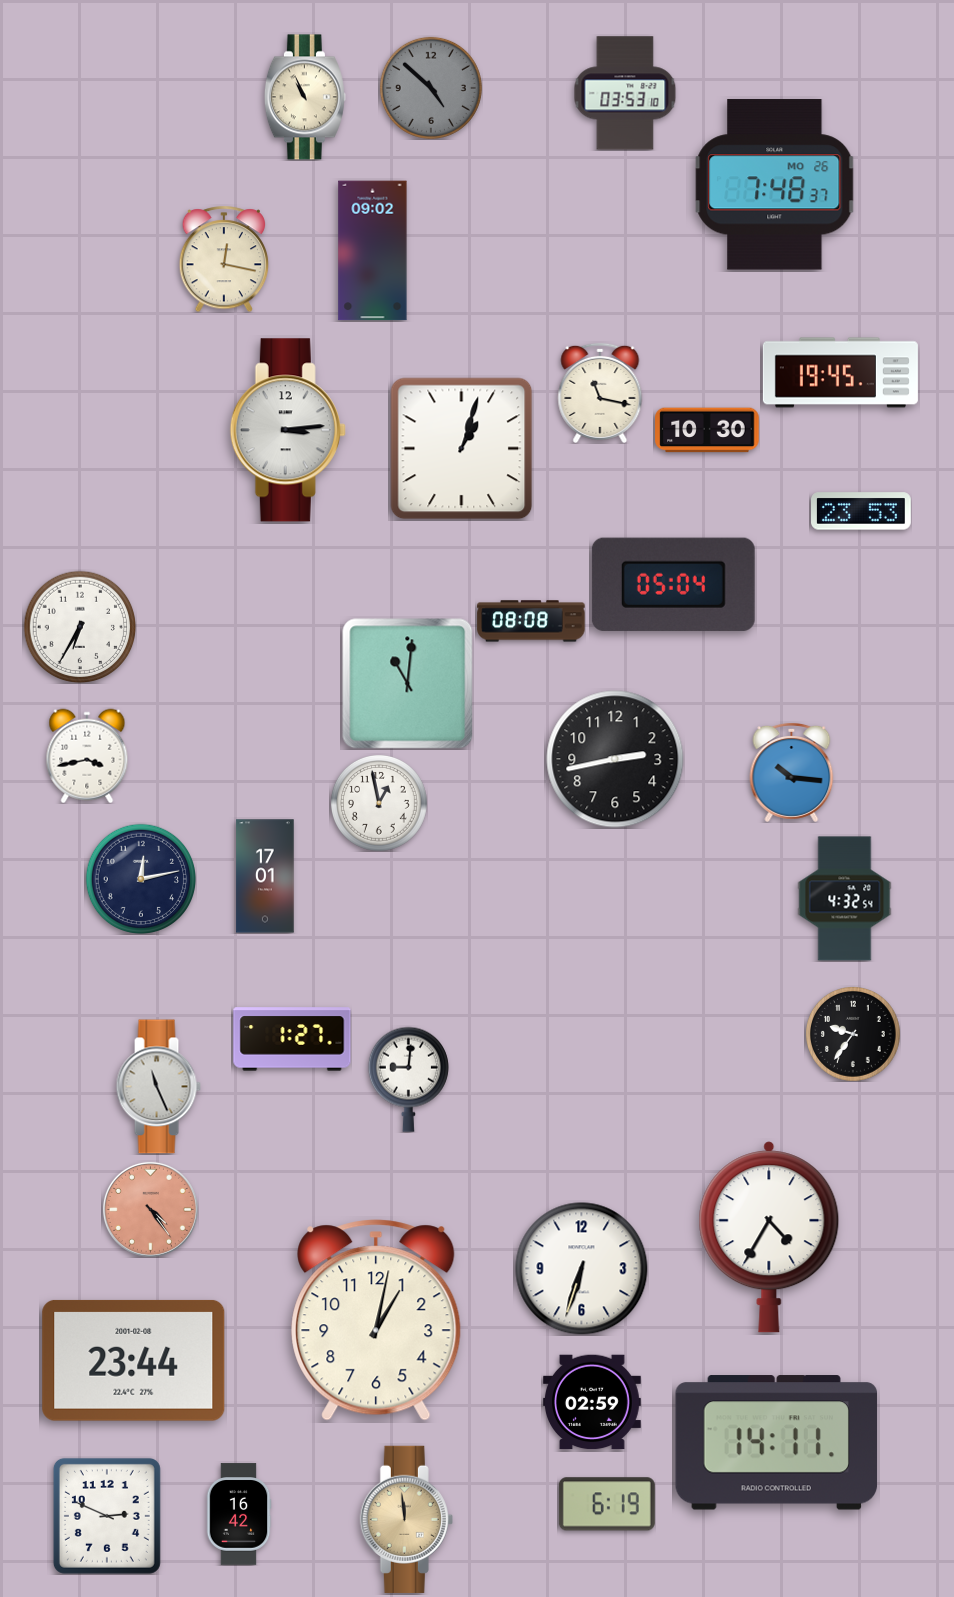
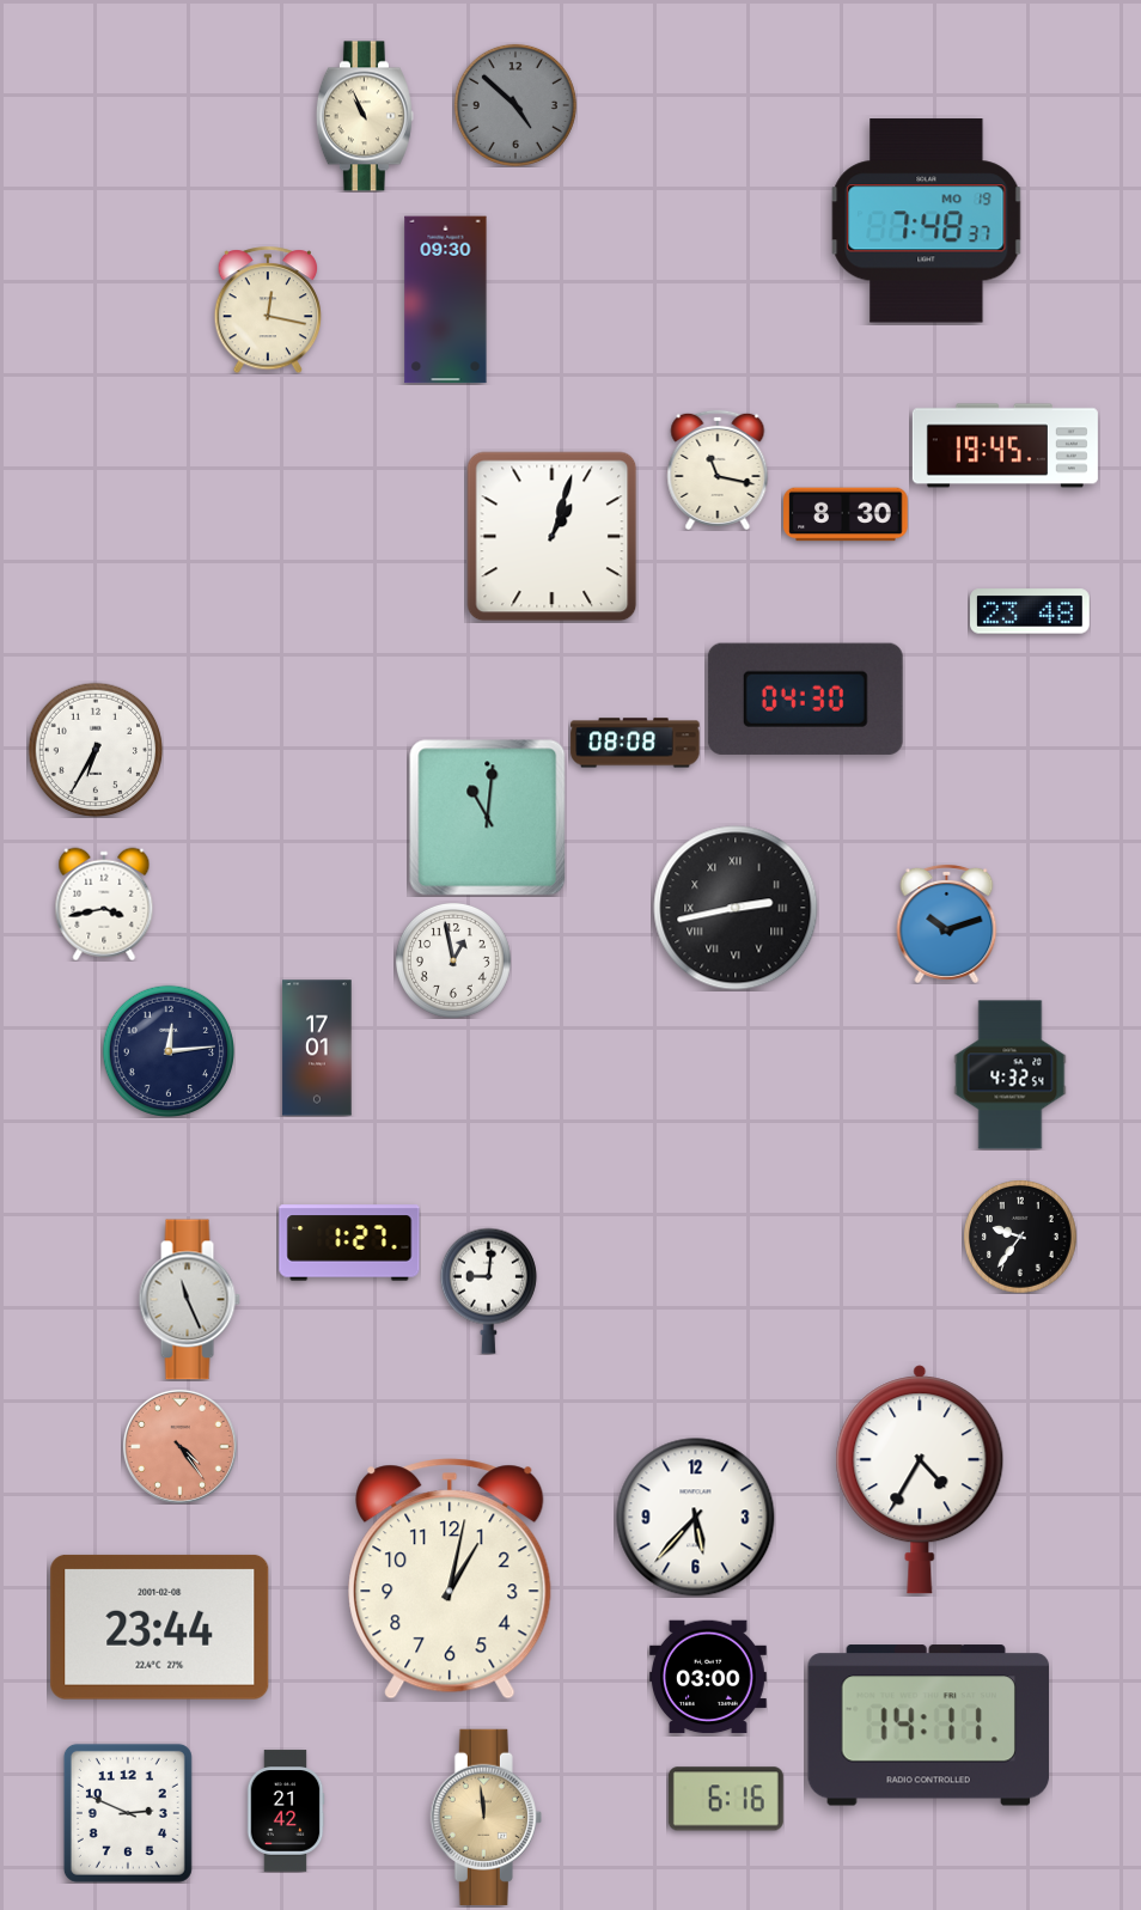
clock at (625, 93): 03:53 -> none
clock at (775, 185) date: MO 26 -> MO 19
clock at (373, 251): 09:02 -> 09:30
clock at (288, 430): 3:14 -> none
clock at (707, 430): 10:30 -> 8:30
clock at (862, 511): 23:53 -> 23:48
clock at (673, 584): 05:04 -> 04:30
clock at (615, 759) numerals: Arabic -> Roman
clock at (792, 772): 10:16 -> 10:12
clock at (141, 879): 12:13 -> 12:14
clock at (582, 1269): 6:33 -> 5:37
clock at (592, 1402): 02:59 -> 03:00
clock at (607, 1504): 6:19 -> 6:16
clock at (239, 1514): 16:42 -> 21:42
